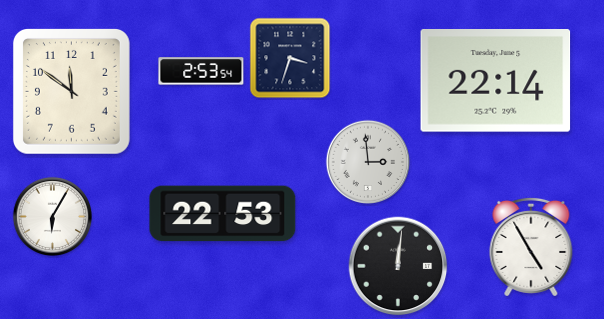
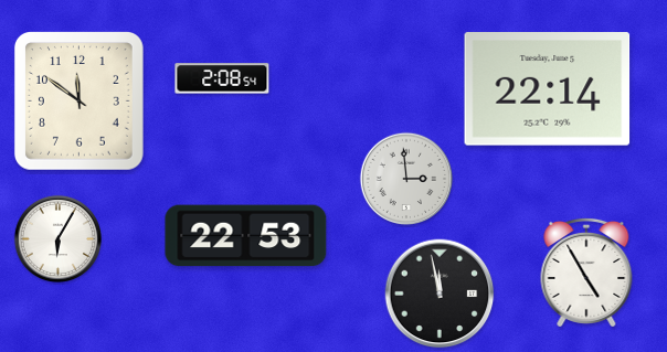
clock at (290, 58): 3:33 -> none
clock at (201, 71): 2:53 -> 2:08
clock at (398, 266): 12:01 -> 11:58
